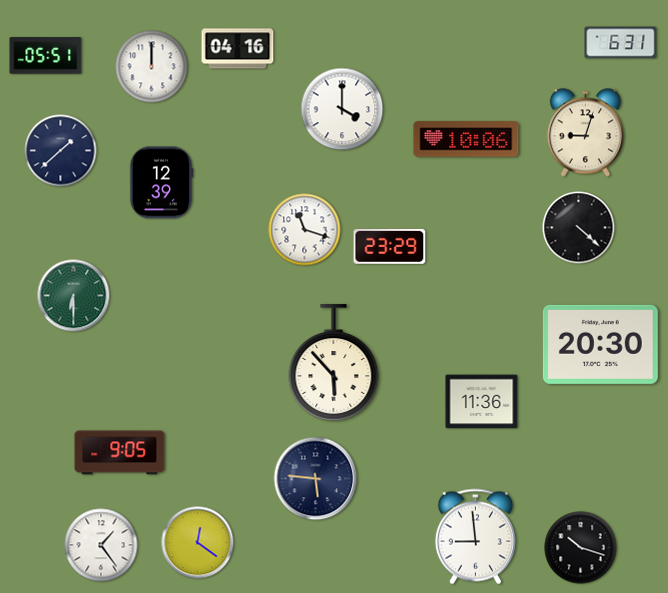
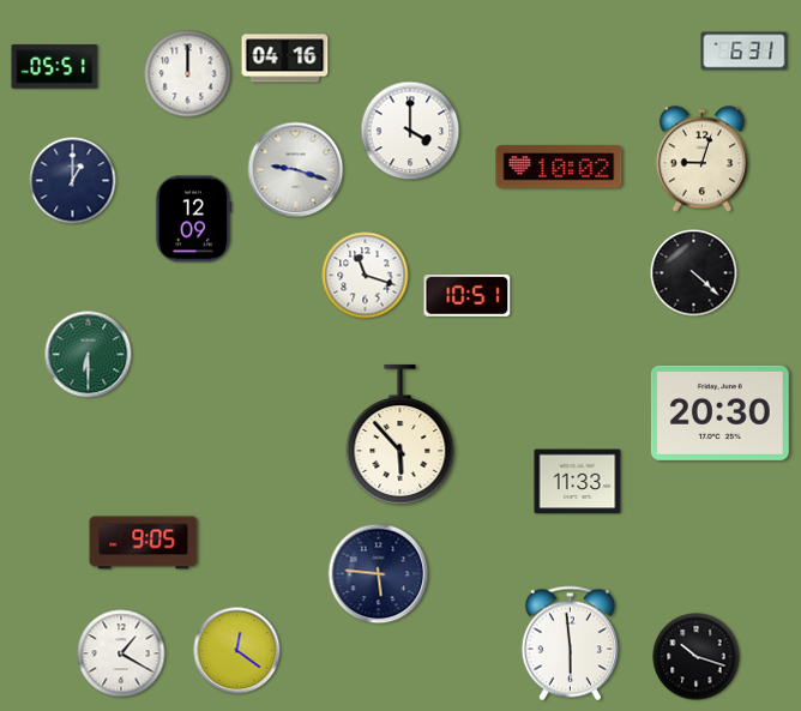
clock at (152, 67) position: (152, 67) -> (188, 74)
clock at (466, 139): 10:06 -> 10:02
clock at (296, 170): none -> 9:18
clock at (61, 151): 1:38 -> 1:00
clock at (161, 183): 12:39 -> 12:09
clock at (390, 246): 23:29 -> 10:51
clock at (482, 402): 11:36 -> 11:33
clock at (475, 537): 8:59 -> 5:59
clock at (101, 545): 1:24 -> 1:20
